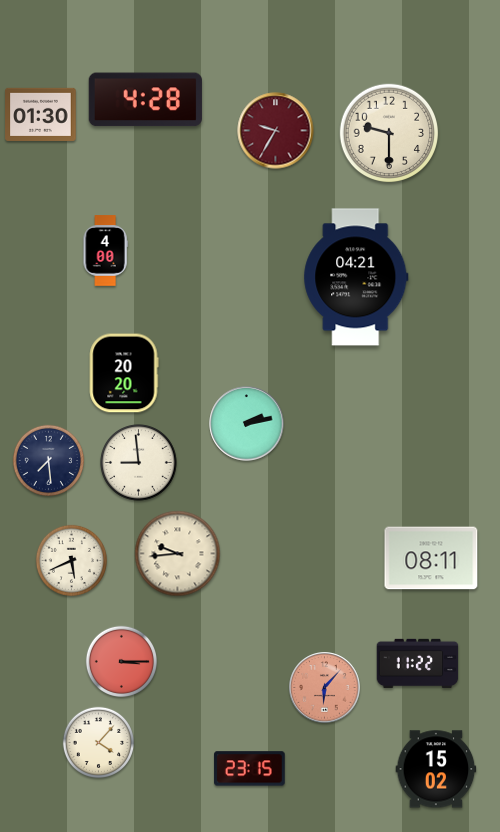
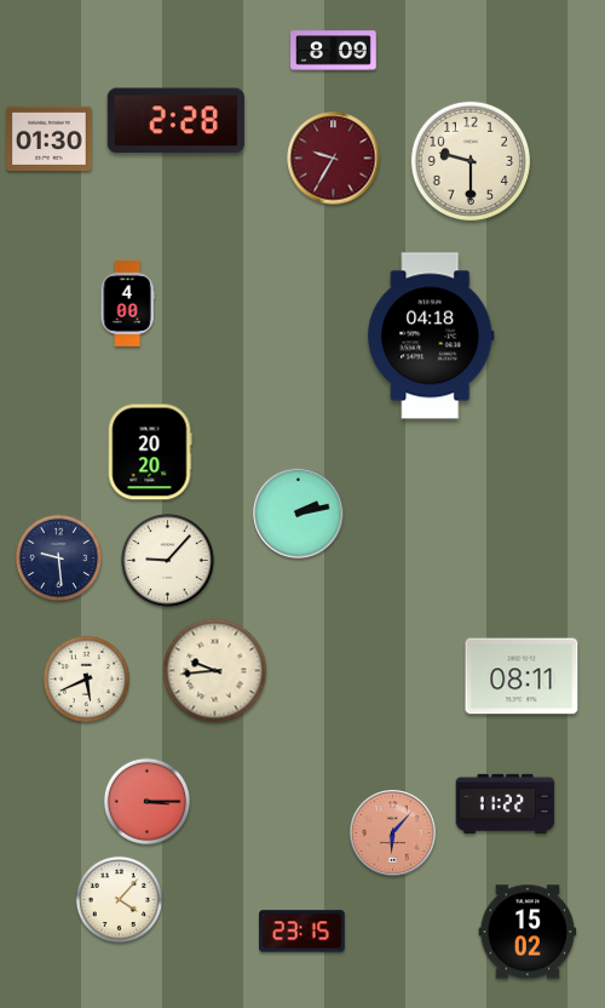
clock at (334, 51): none -> 8:09
clock at (145, 100): 4:28 -> 2:28
clock at (356, 277): 04:21 -> 04:18
clock at (48, 460): 7:29 -> 9:29
clock at (139, 463): 8:59 -> 9:07
